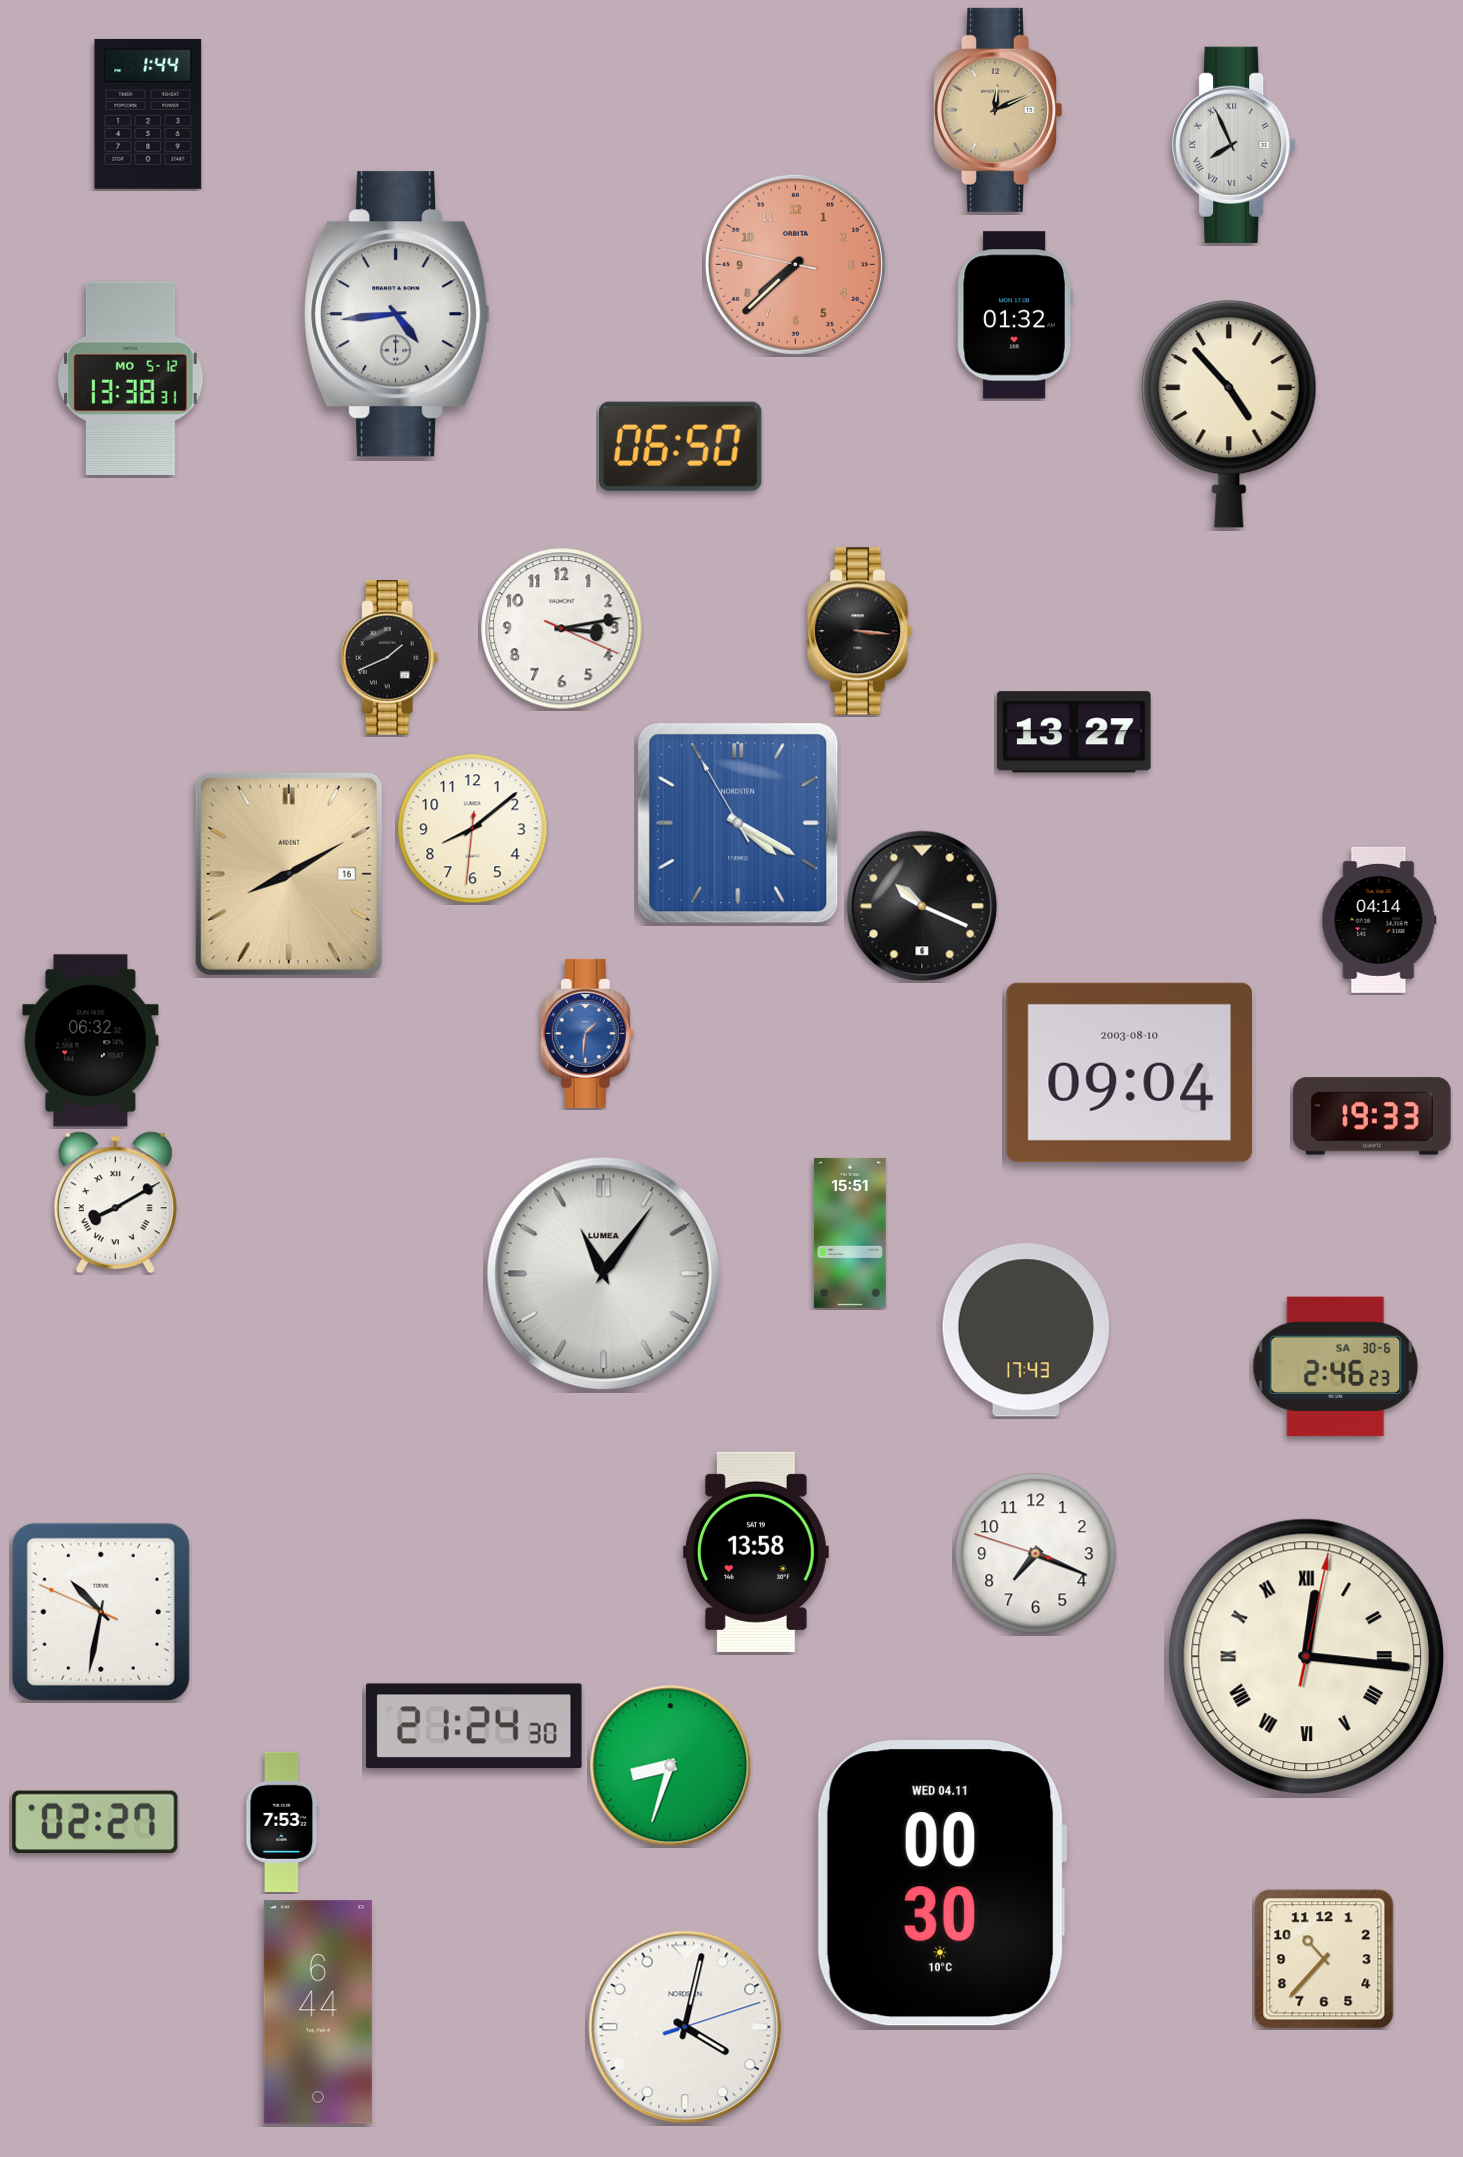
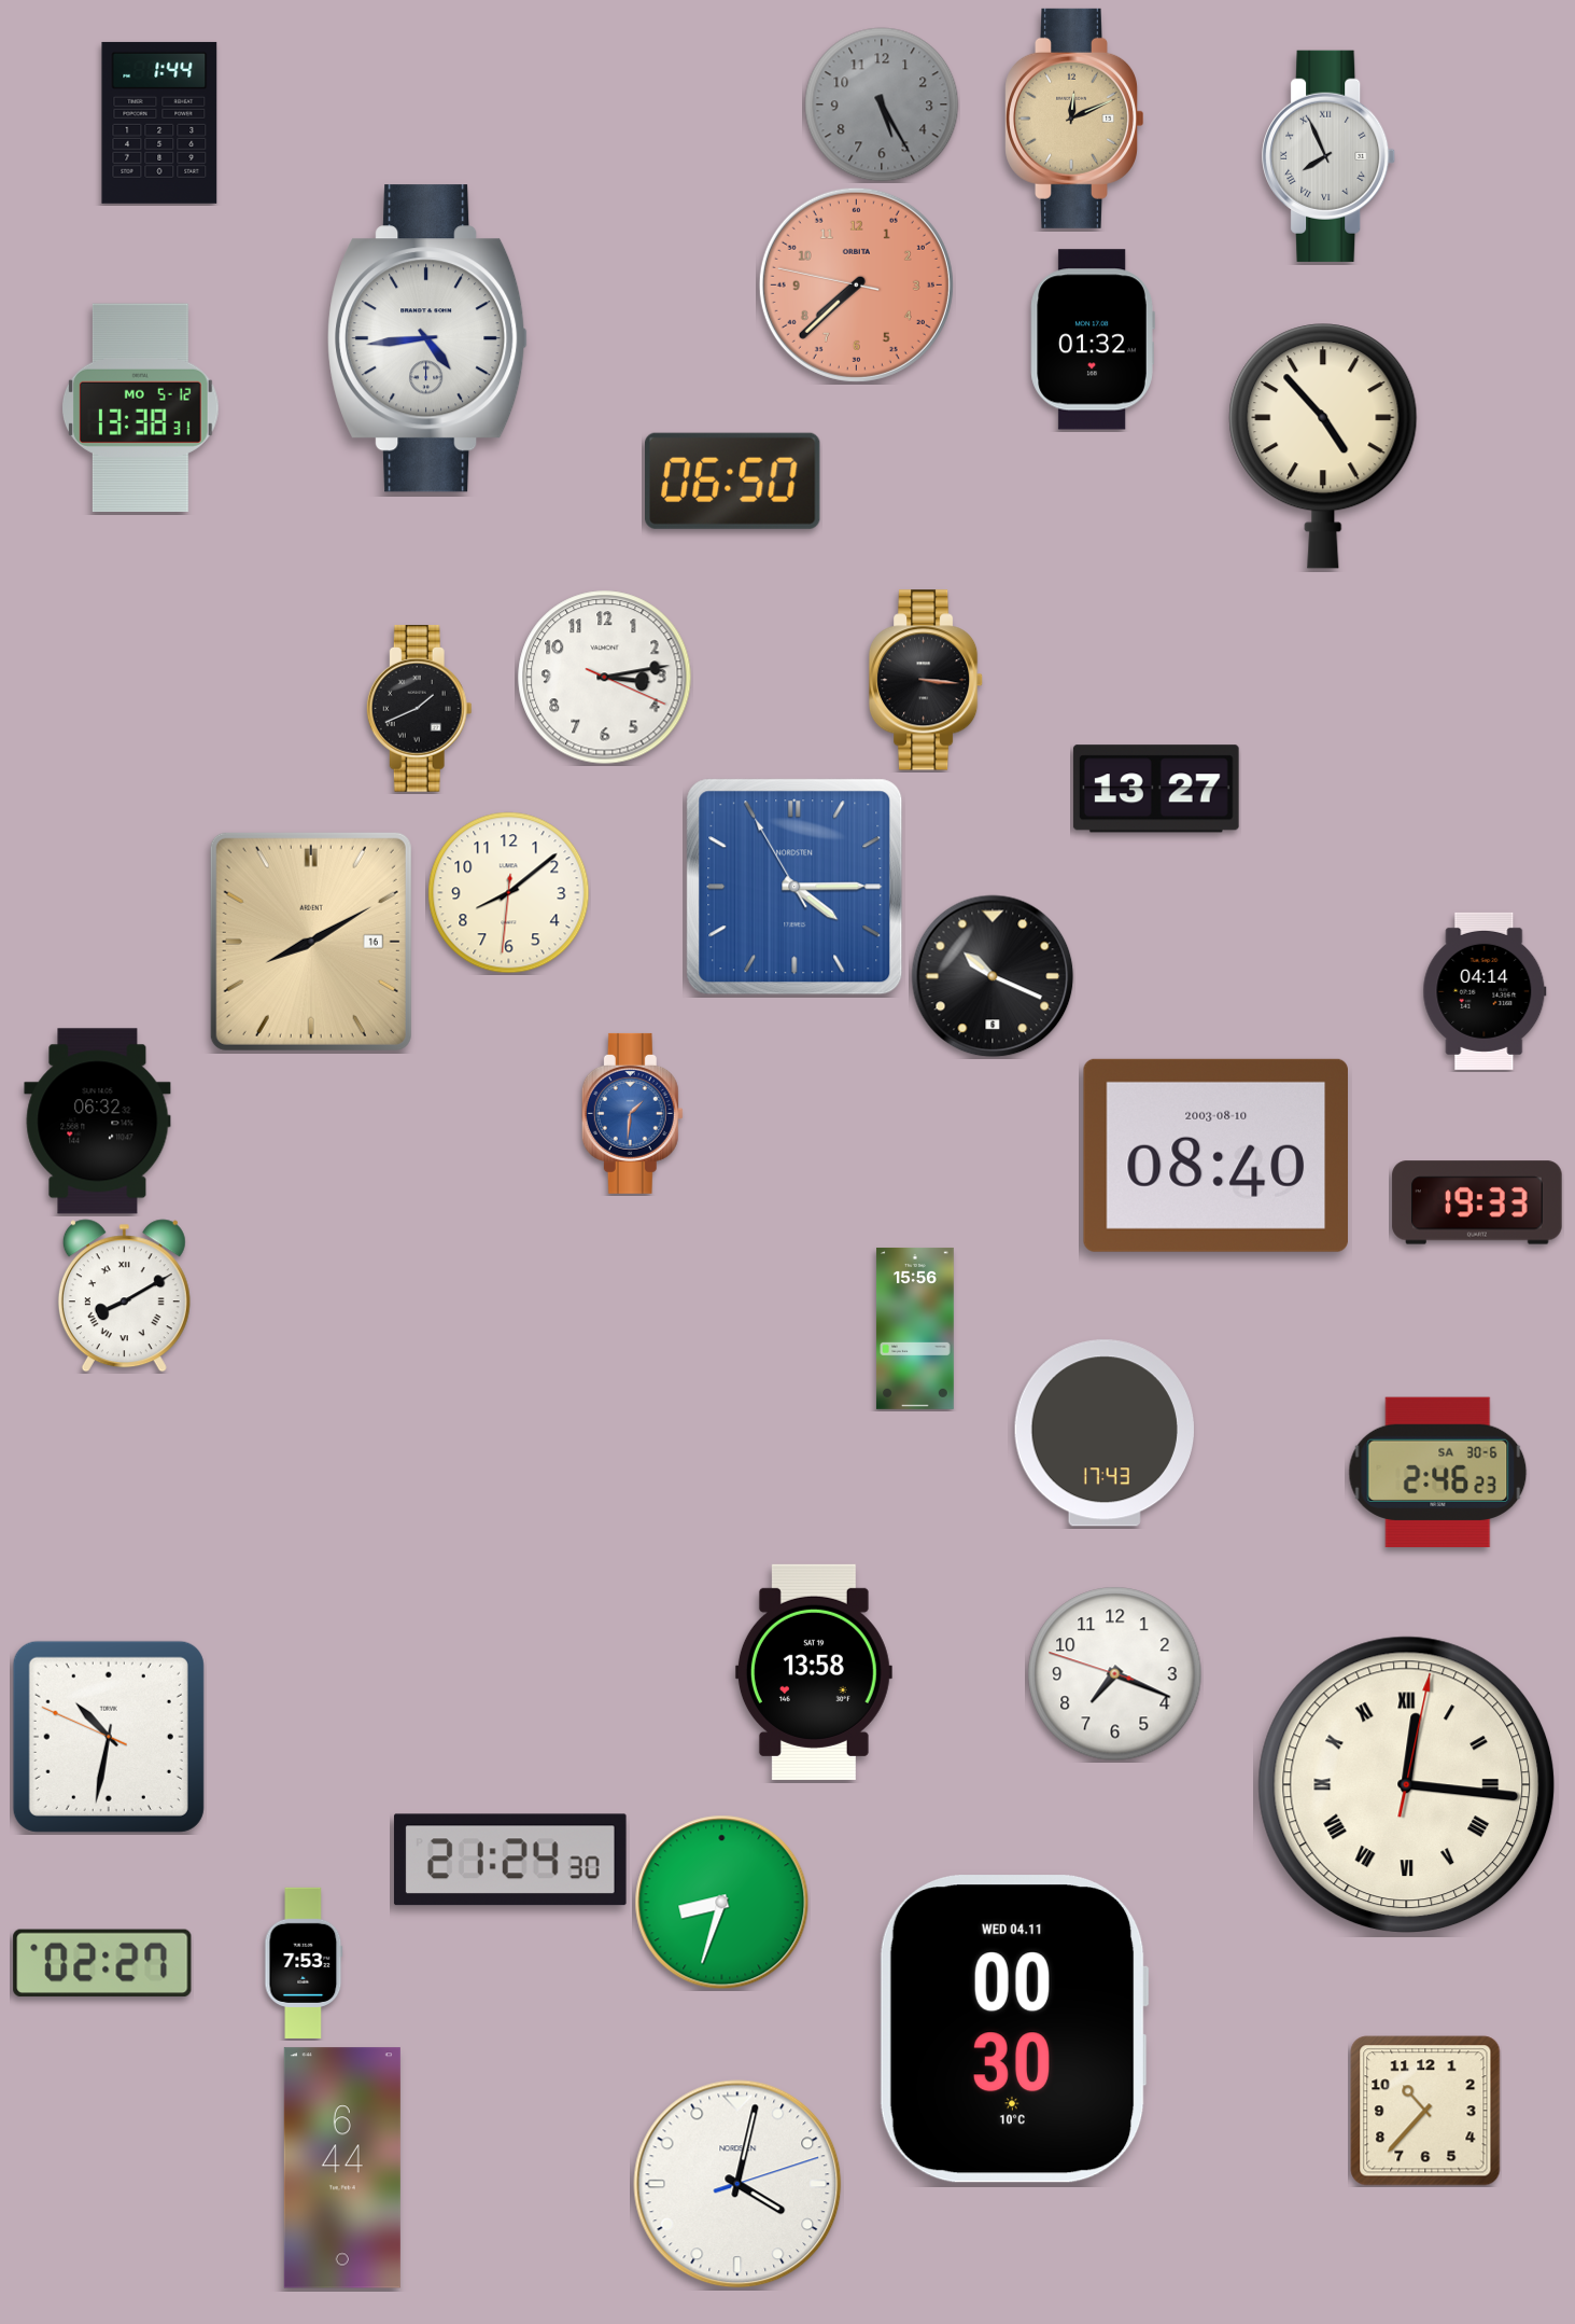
clock at (882, 105): none -> 5:25
clock at (738, 823): 4:19 -> 4:14
clock at (1129, 1072): 09:04 -> 08:40
clock at (850, 1233): 15:51 -> 15:56
clock at (604, 1274): 11:06 -> none
